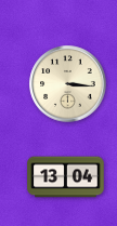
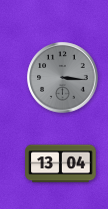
clock at (68, 84) dial: cream -> grey
